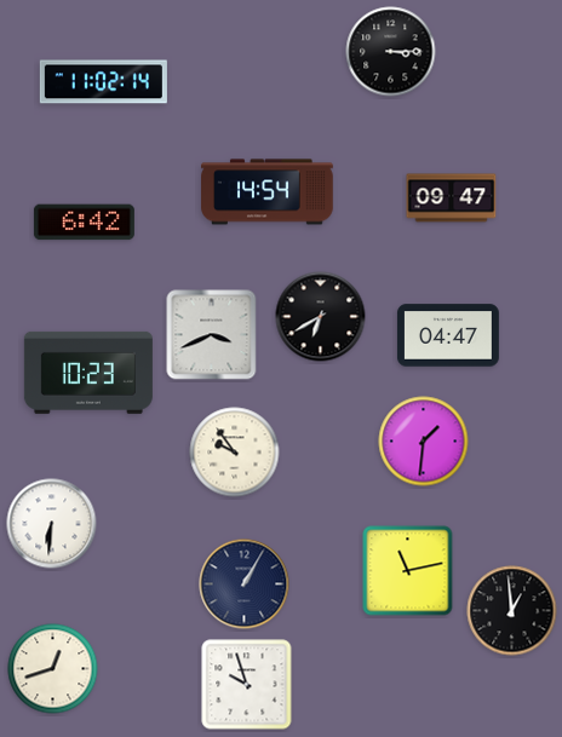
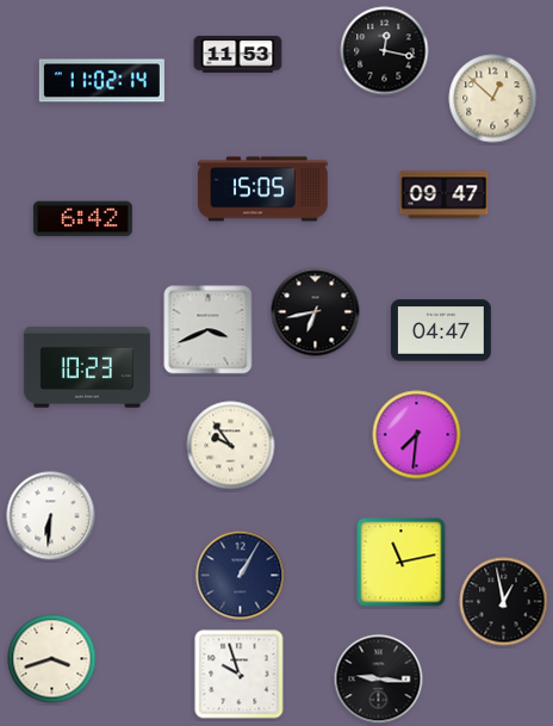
clock at (391, 52): 3:15 -> 12:17
clock at (238, 55): none -> 11:53
clock at (493, 99): none -> 12:52
clock at (268, 192): 14:54 -> 15:05
clock at (321, 317): 6:40 -> 6:43
clock at (424, 442): 1:31 -> 7:31
clock at (512, 611): 12:59 -> 12:58
clock at (53, 669): 12:42 -> 3:42
clock at (247, 685) position: (247, 685) -> (240, 675)
clock at (379, 680): none -> 9:16
